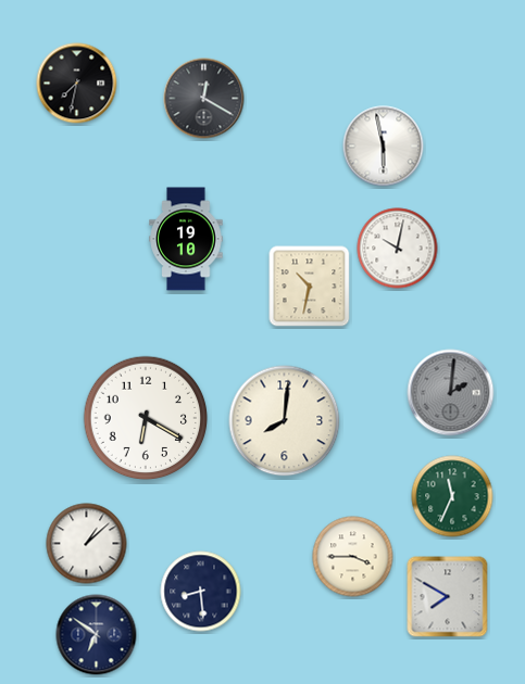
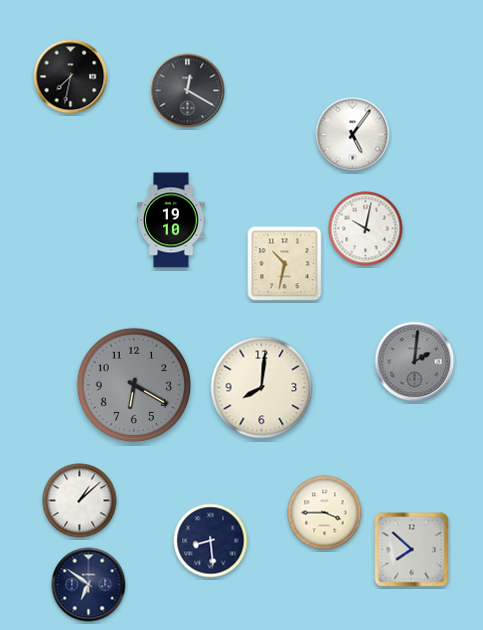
clock at (384, 147): 5:58 -> 5:06
clock at (146, 418) dial: white -> grey
clock at (452, 496): 11:34 -> none
clock at (201, 592) position: (201, 592) -> (211, 541)
clock at (448, 597): 7:50 -> 7:52
